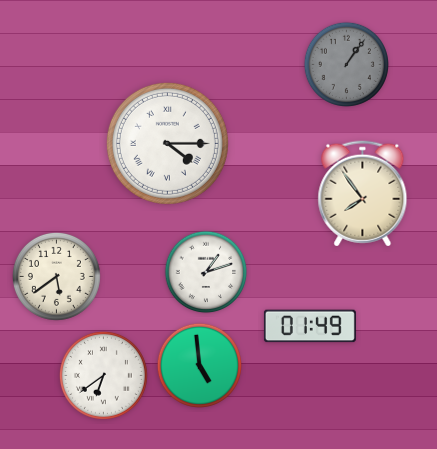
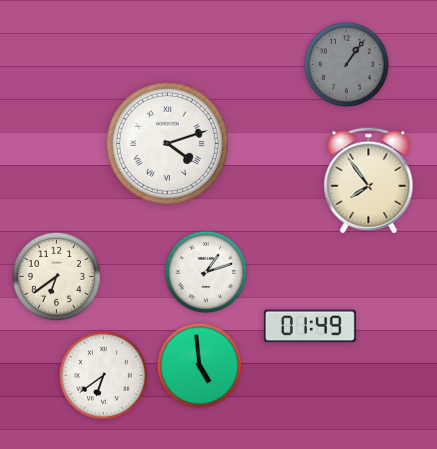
clock at (167, 143): 4:15 -> 4:12
clock at (363, 194) position: (363, 194) -> (369, 181)
clock at (56, 276): 5:39 -> 6:39
